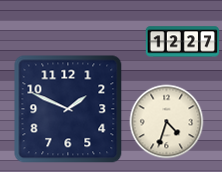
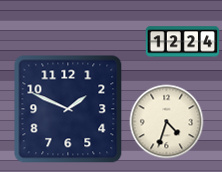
clock at (183, 42): 12:27 -> 12:24
